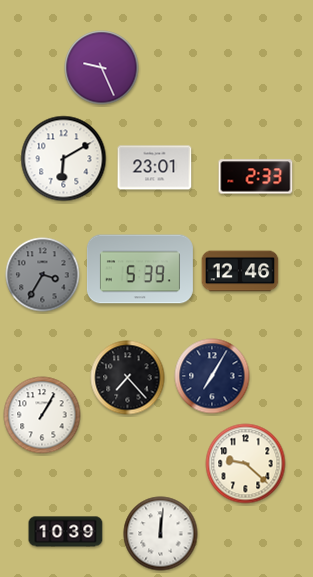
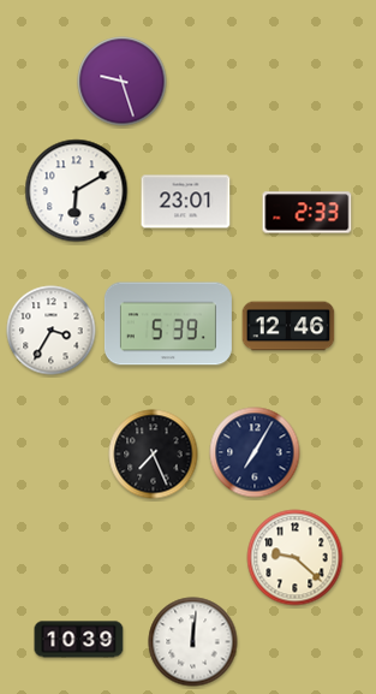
clock at (102, 68): 9:26 -> 9:27
clock at (43, 275) dial: grey -> white
clock at (128, 378): 7:23 -> 7:26
clock at (42, 415): 1:05 -> none
